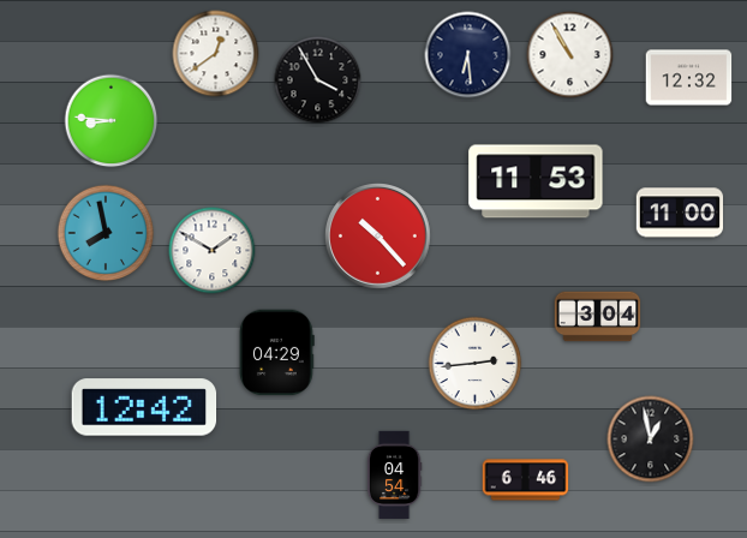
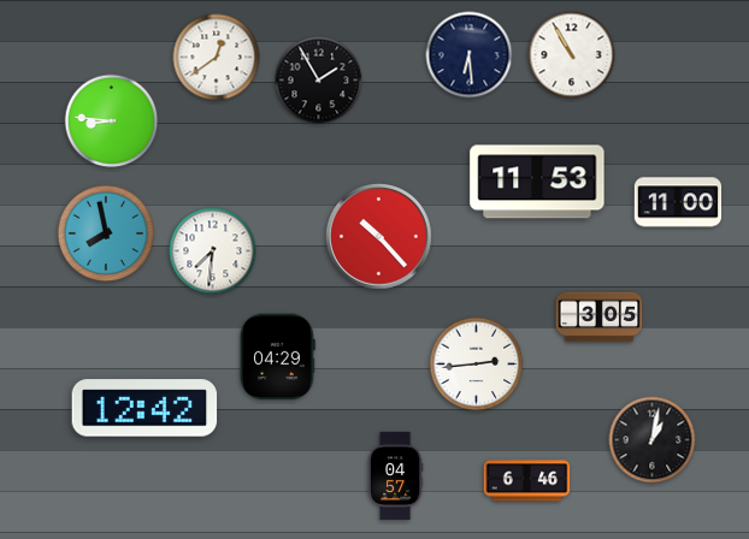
clock at (216, 54) position: (216, 54) -> (217, 58)
clock at (689, 78): 12:32 -> none
clock at (318, 80): 3:55 -> 1:55
clock at (680, 213) position: (680, 213) -> (678, 202)
clock at (213, 251): 1:50 -> 7:31
clock at (598, 317): 3:04 -> 3:05
clock at (276, 353) position: (276, 353) -> (277, 357)
clock at (651, 440): 12:58 -> 1:02
clock at (394, 474): 04:54 -> 04:57
